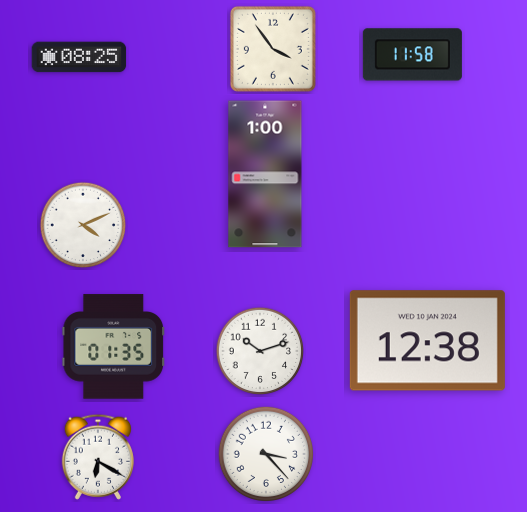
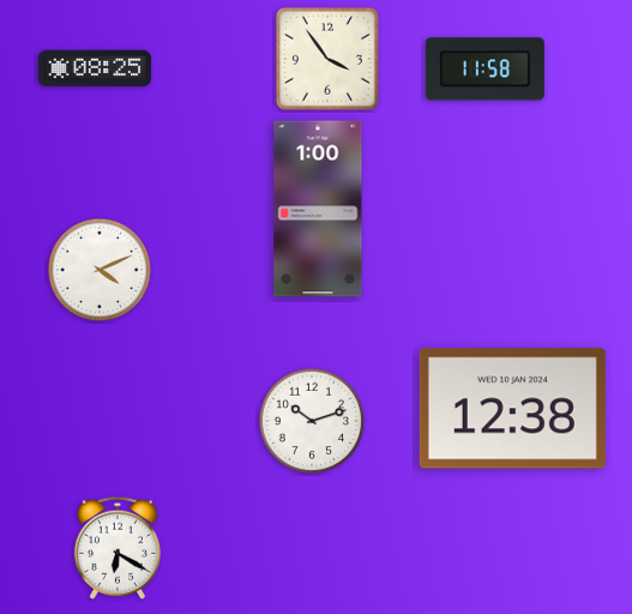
clock at (412, 55) position: (412, 55) -> (484, 70)
clock at (114, 347): 01:35 -> none
clock at (265, 453): 3:23 -> none
